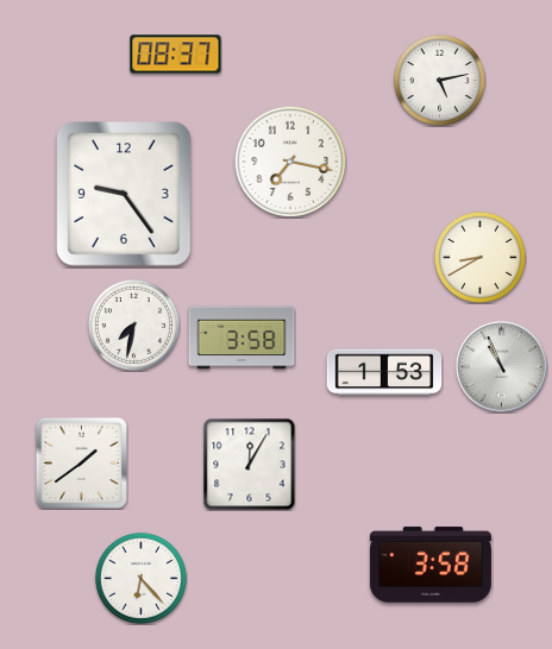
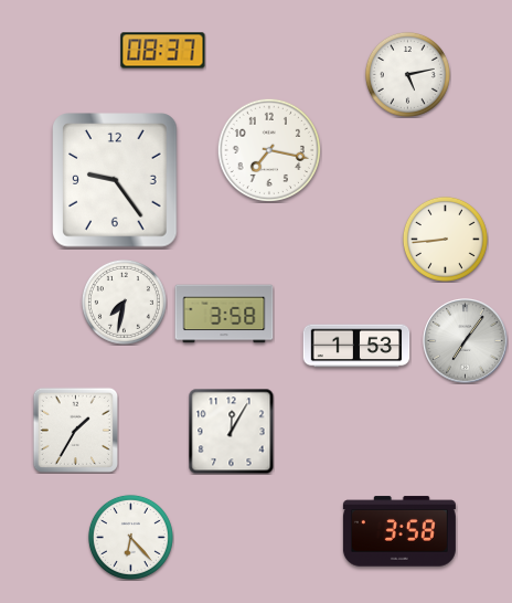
clock at (479, 257): 8:40 -> 8:44
clock at (502, 367): 10:56 -> 7:06
clock at (81, 462): 1:39 -> 1:35
clock at (431, 565) position: (431, 565) -> (399, 531)
